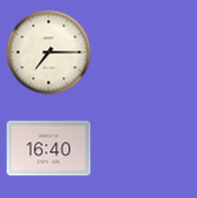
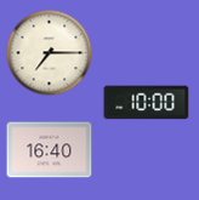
clock at (147, 103): none -> 10:00
